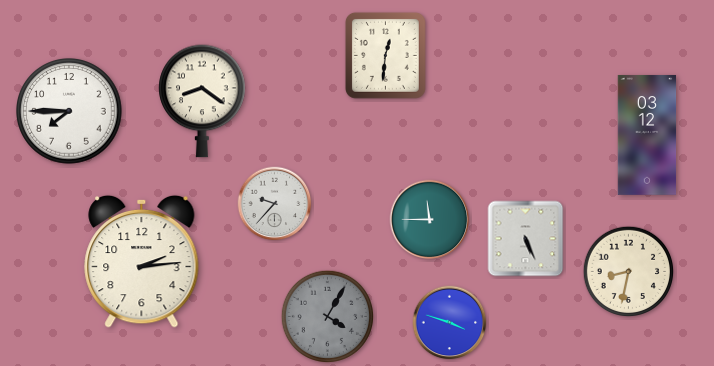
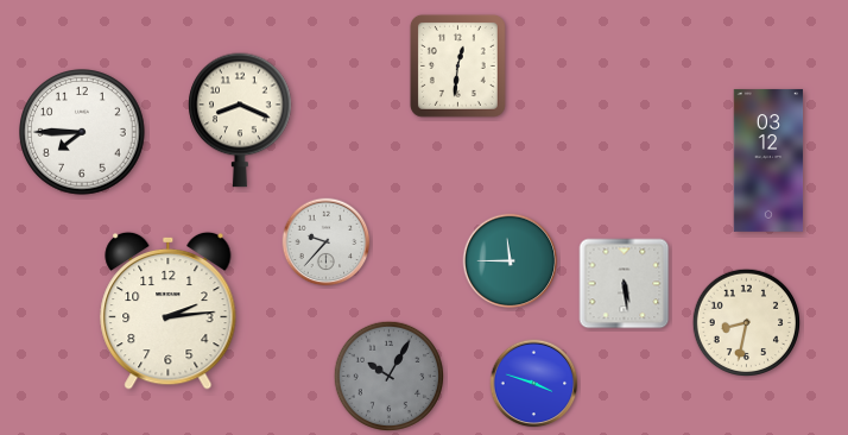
clock at (202, 101): 8:21 -> 8:19
clock at (526, 239): 5:26 -> 5:29
clock at (327, 316): 4:05 -> 10:05
